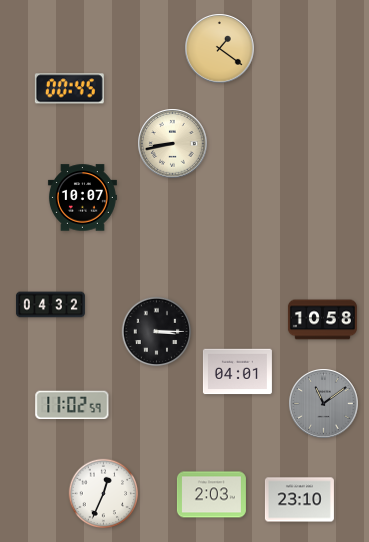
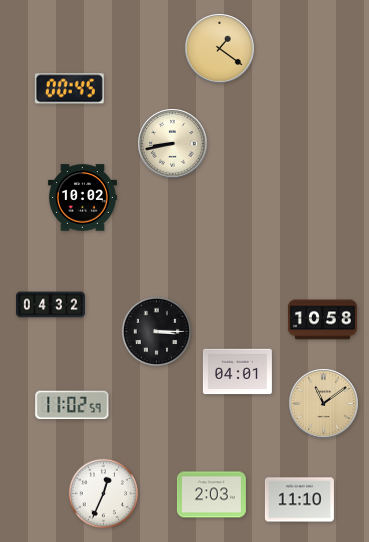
clock at (82, 198): 10:07 -> 10:02
clock at (324, 404) dial: grey -> champagne
clock at (299, 500): 23:10 -> 11:10
